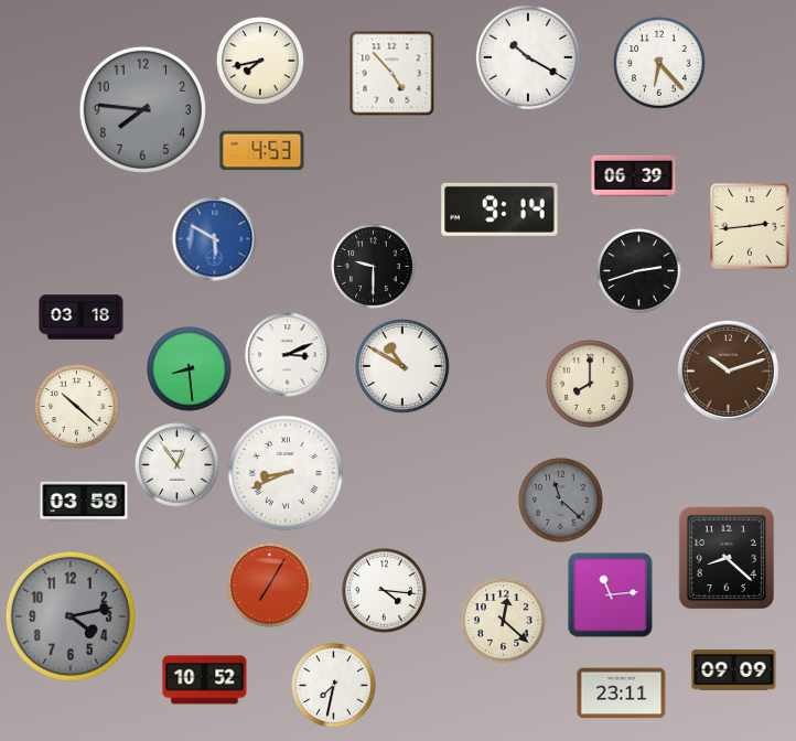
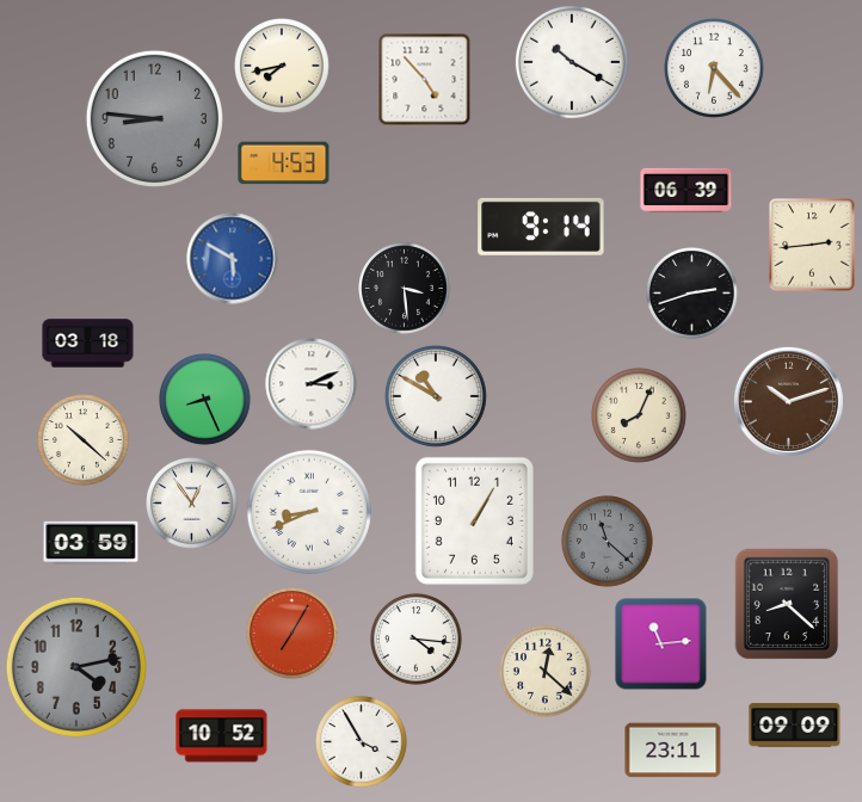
clock at (142, 109): 7:46 -> 8:46
clock at (374, 267): 9:30 -> 3:29
clock at (190, 369): 8:29 -> 8:26
clock at (591, 385): 8:00 -> 8:04
clock at (474, 520): none -> 1:05
clock at (334, 686): 7:32 -> 3:55
